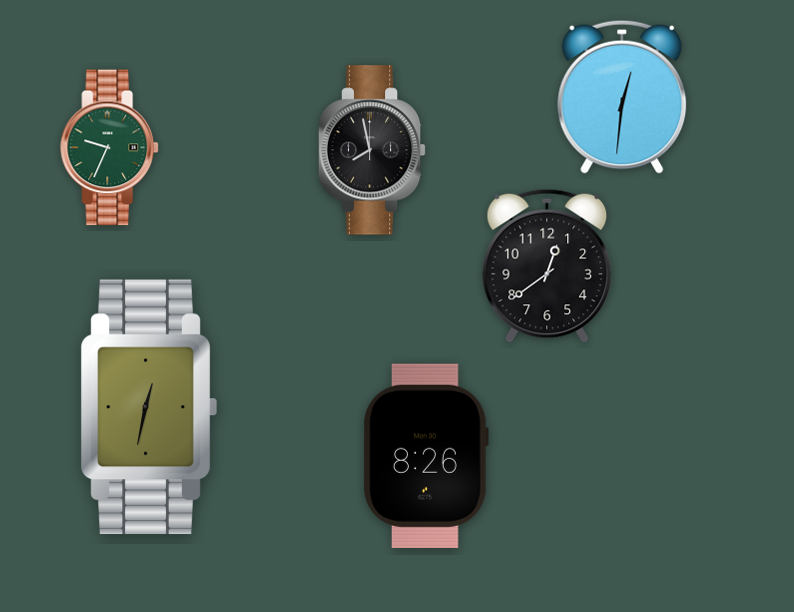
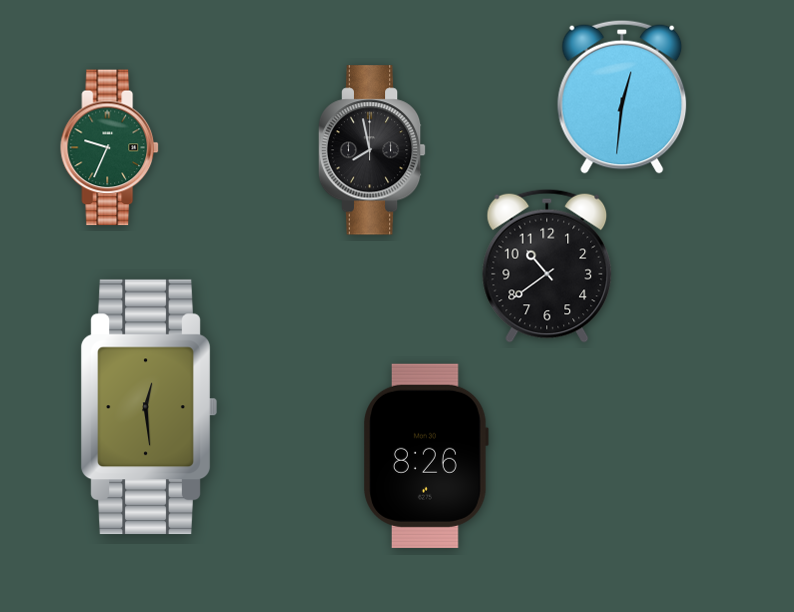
clock at (547, 266): 12:39 -> 10:39
clock at (149, 407): 12:32 -> 12:29
